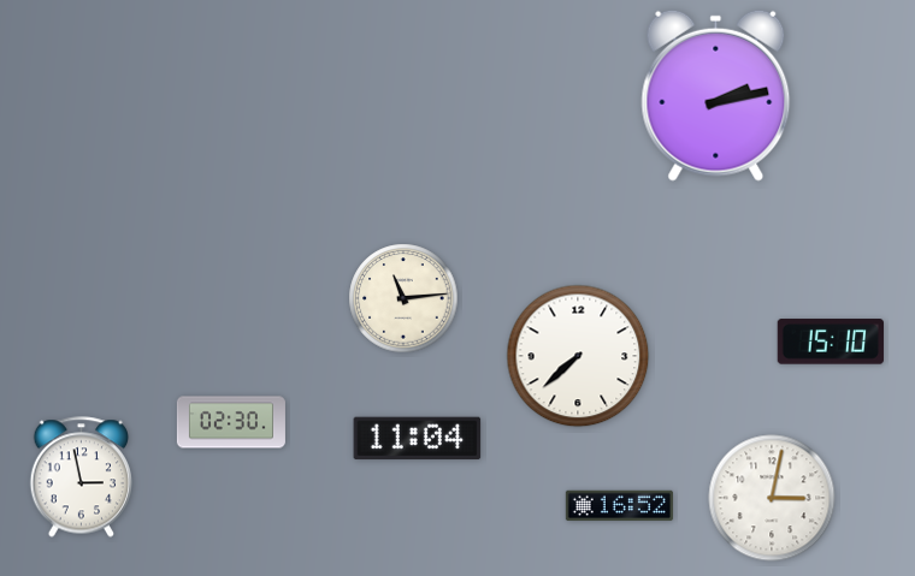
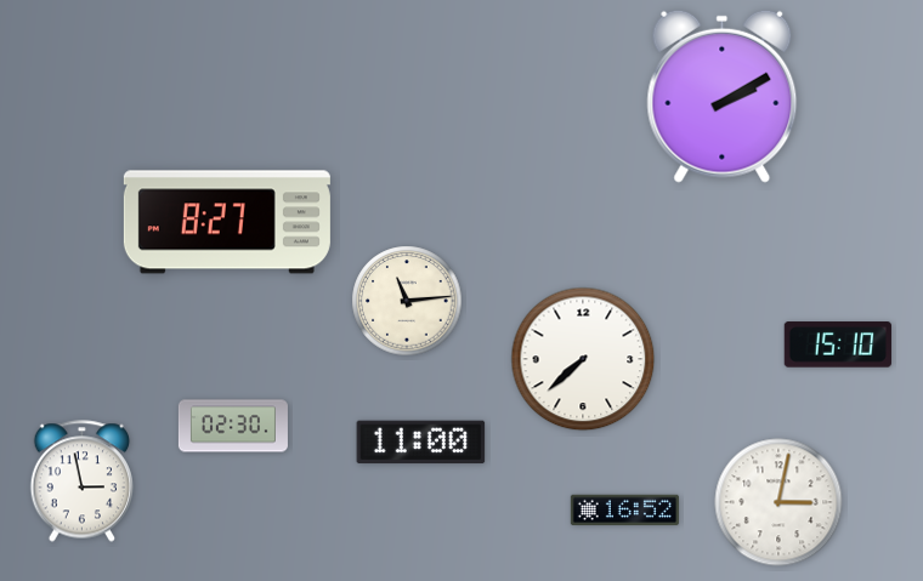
clock at (716, 95): 2:13 -> 2:10
clock at (227, 222): none -> 8:27
clock at (418, 439): 11:04 -> 11:00
